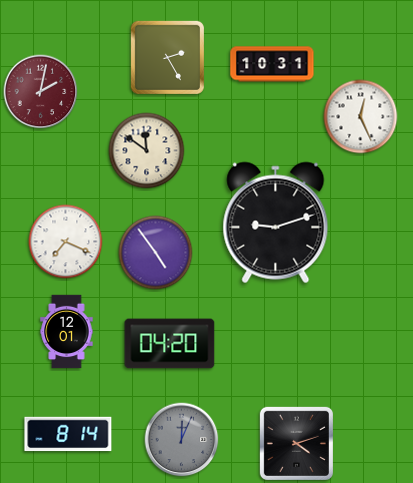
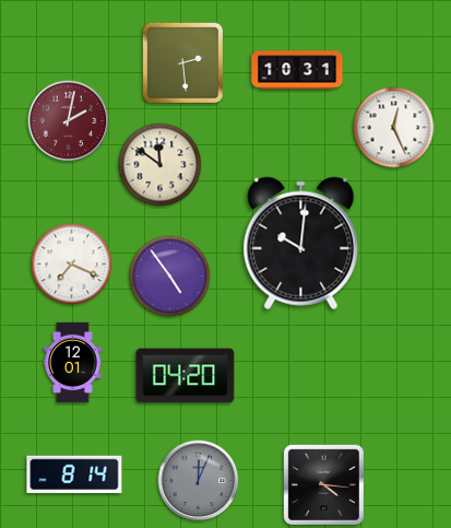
clock at (167, 57): 2:25 -> 2:29
clock at (41, 92) position: (41, 92) -> (69, 121)
clock at (276, 223): 9:12 -> 10:01
clock at (296, 443): 4:12 -> 4:16
